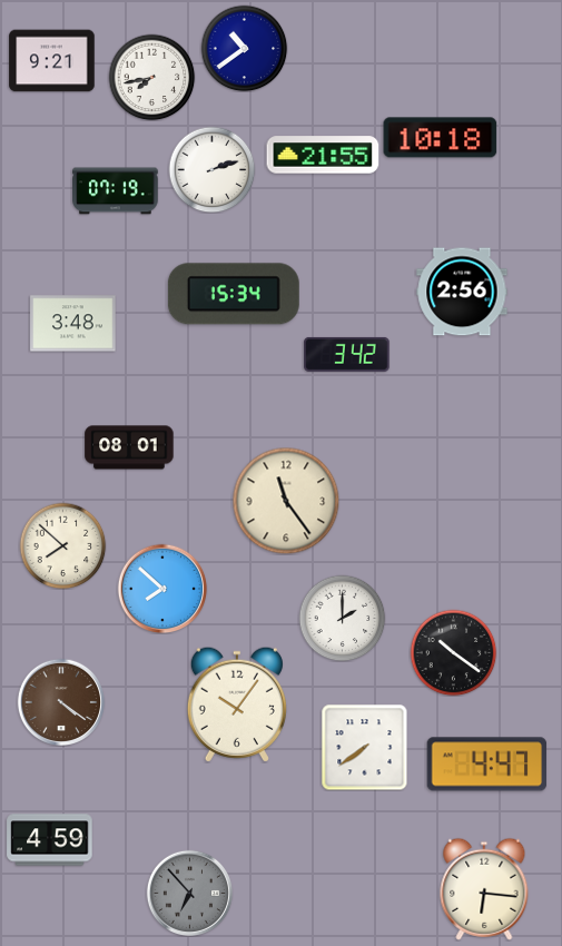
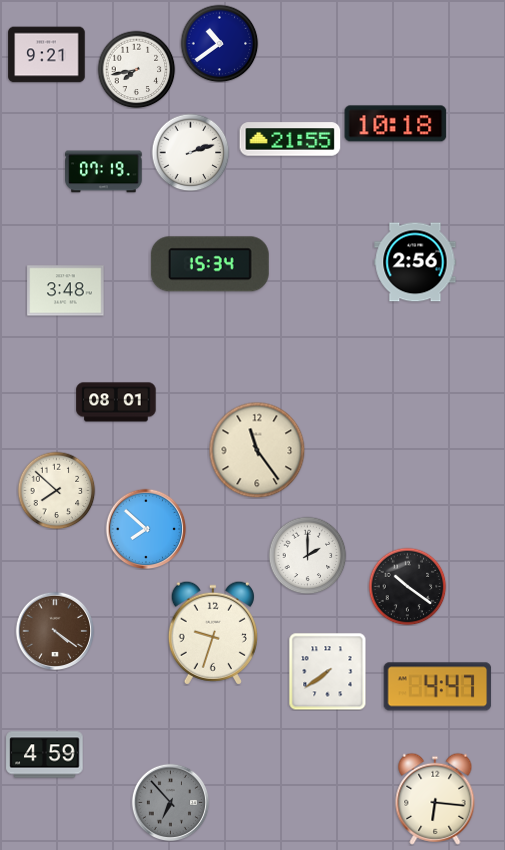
clock at (347, 354): 3:42 -> none
clock at (237, 704): 10:06 -> 9:33
